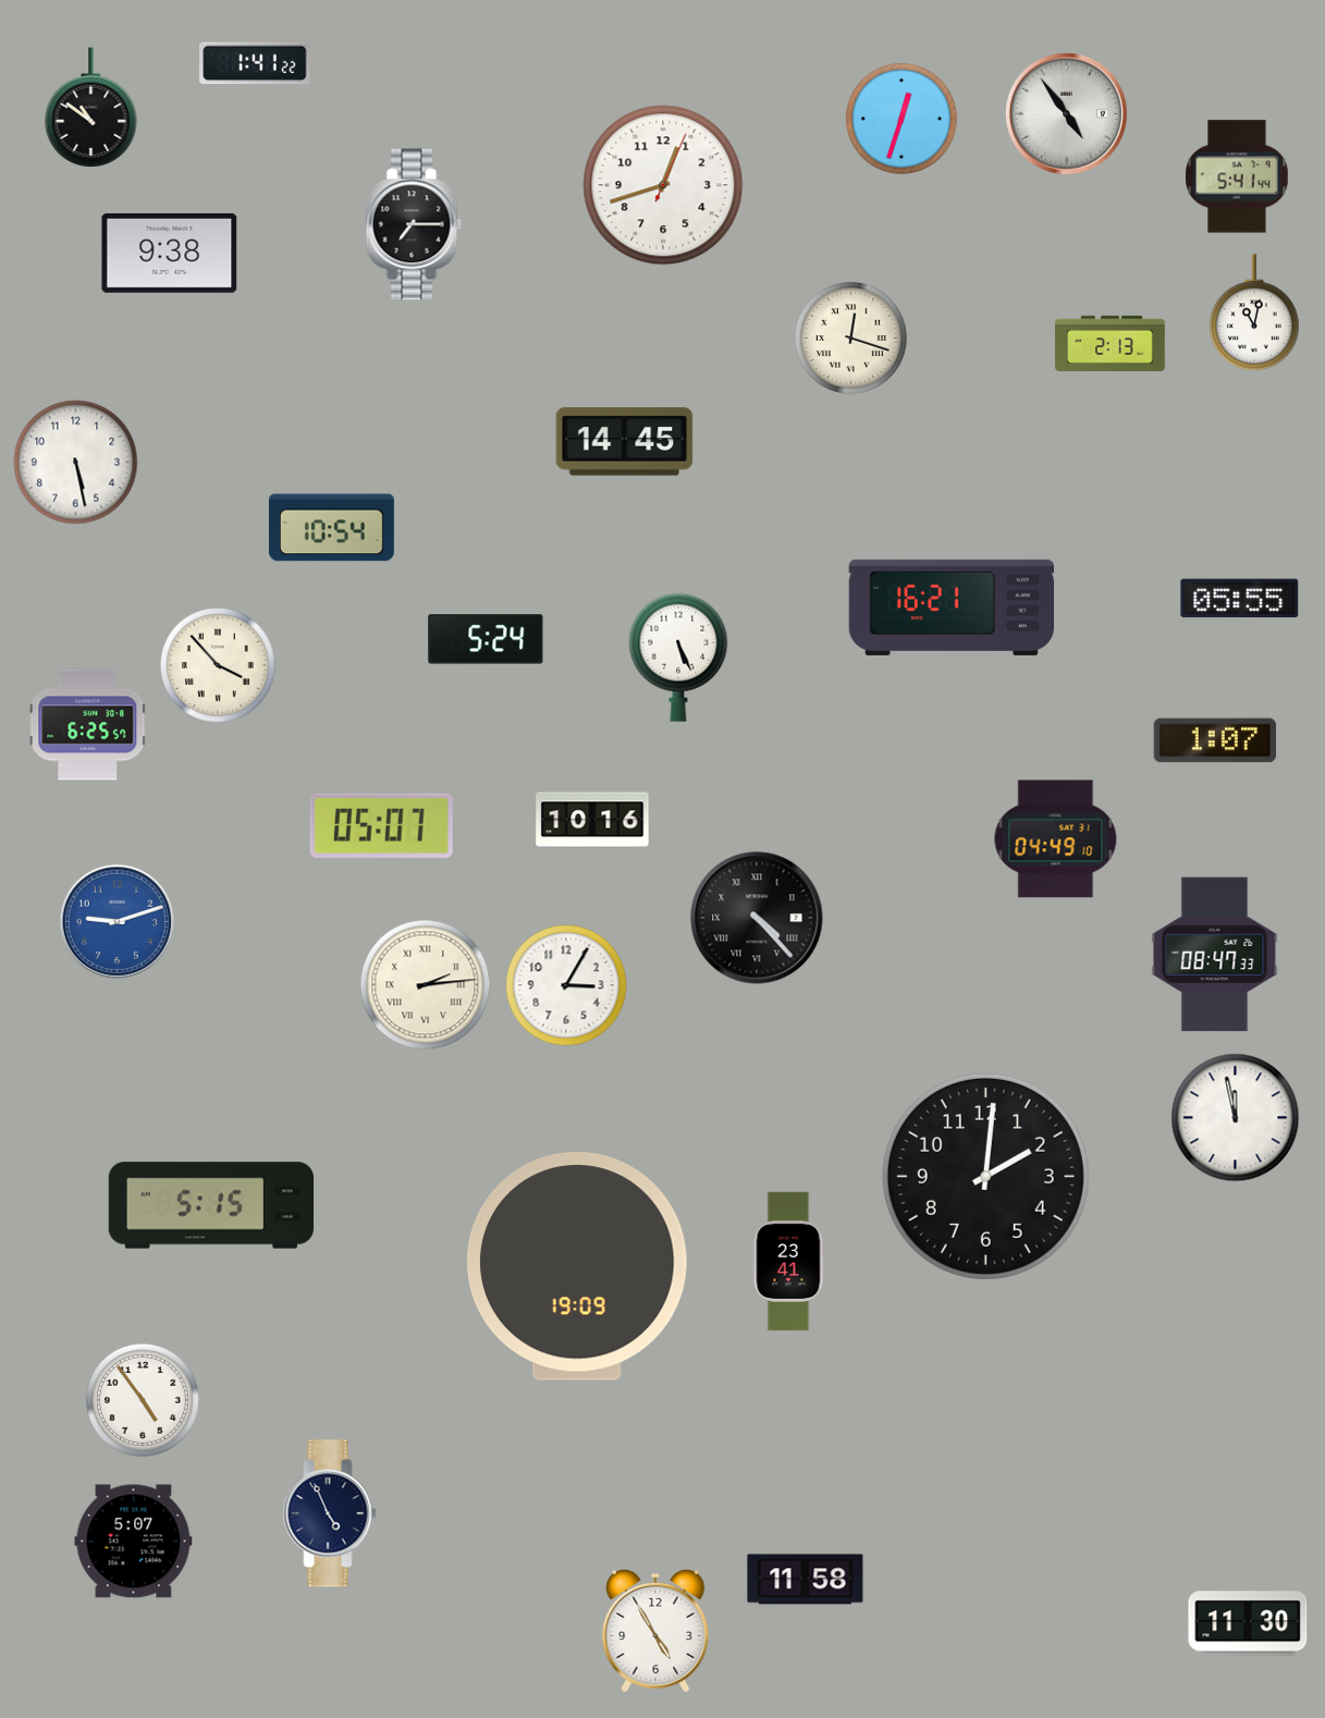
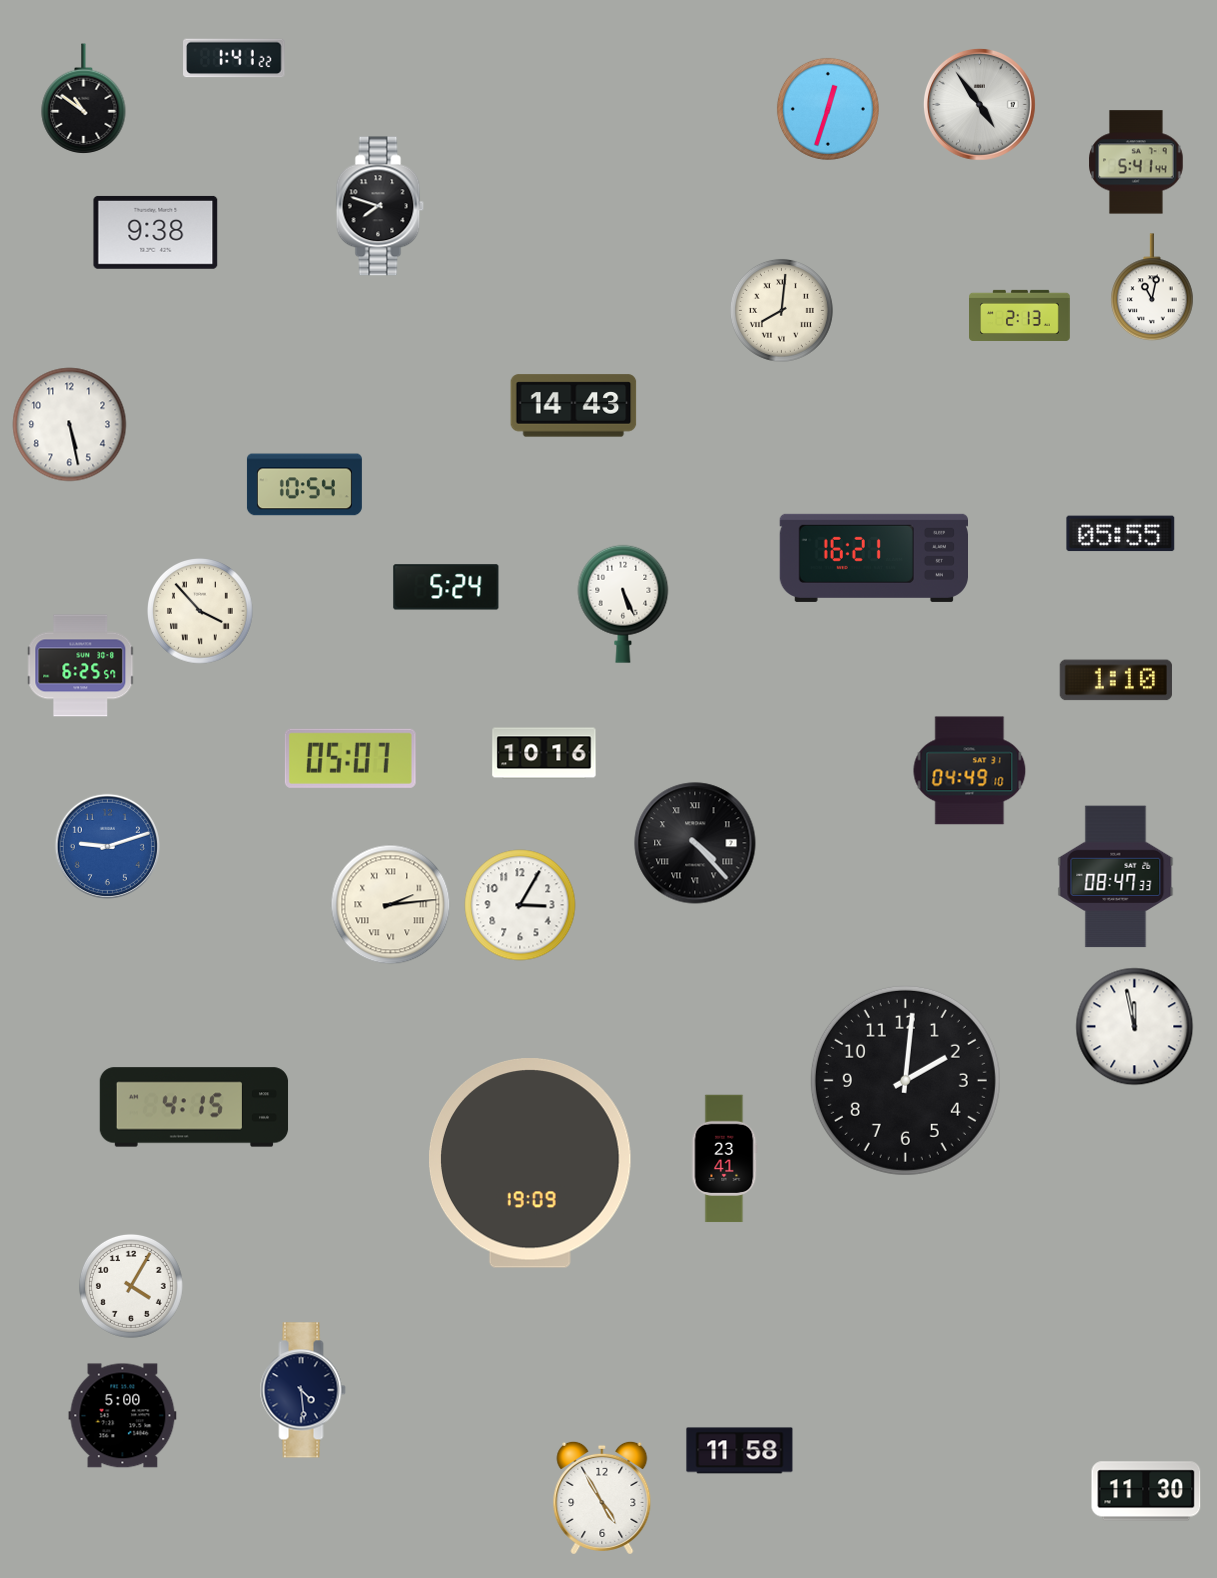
clock at (663, 185): 12:42 -> none
clock at (414, 224): 7:15 -> 7:48
clock at (850, 338): 12:18 -> 8:01
clock at (625, 442): 14:45 -> 14:43
clock at (1240, 599) position: (1240, 599) -> (1121, 534)
clock at (1215, 740): 1:07 -> 1:10
clock at (211, 1205): 5:15 -> 4:15
clock at (143, 1400): 4:54 -> 4:05
clock at (330, 1513): 4:56 -> 4:29
clock at (134, 1542): 5:07 -> 5:00
